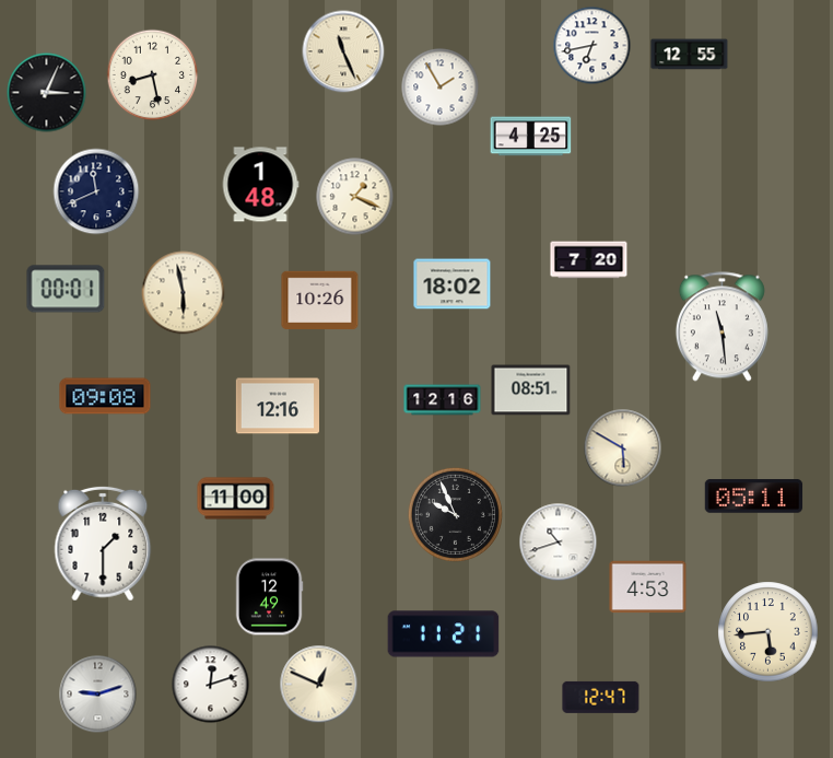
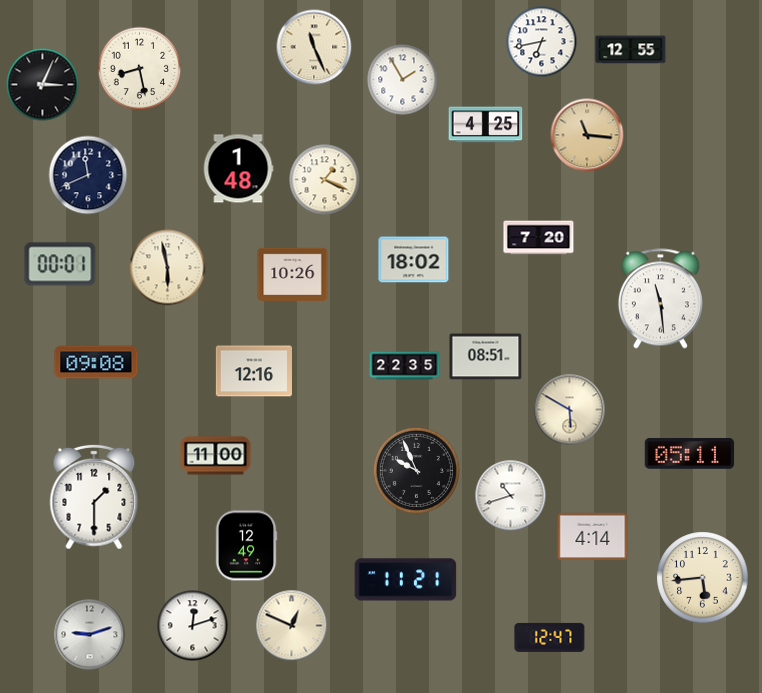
clock at (587, 135): none -> 11:16
clock at (443, 400): 12:16 -> 22:35
clock at (648, 587): 4:53 -> 4:14
